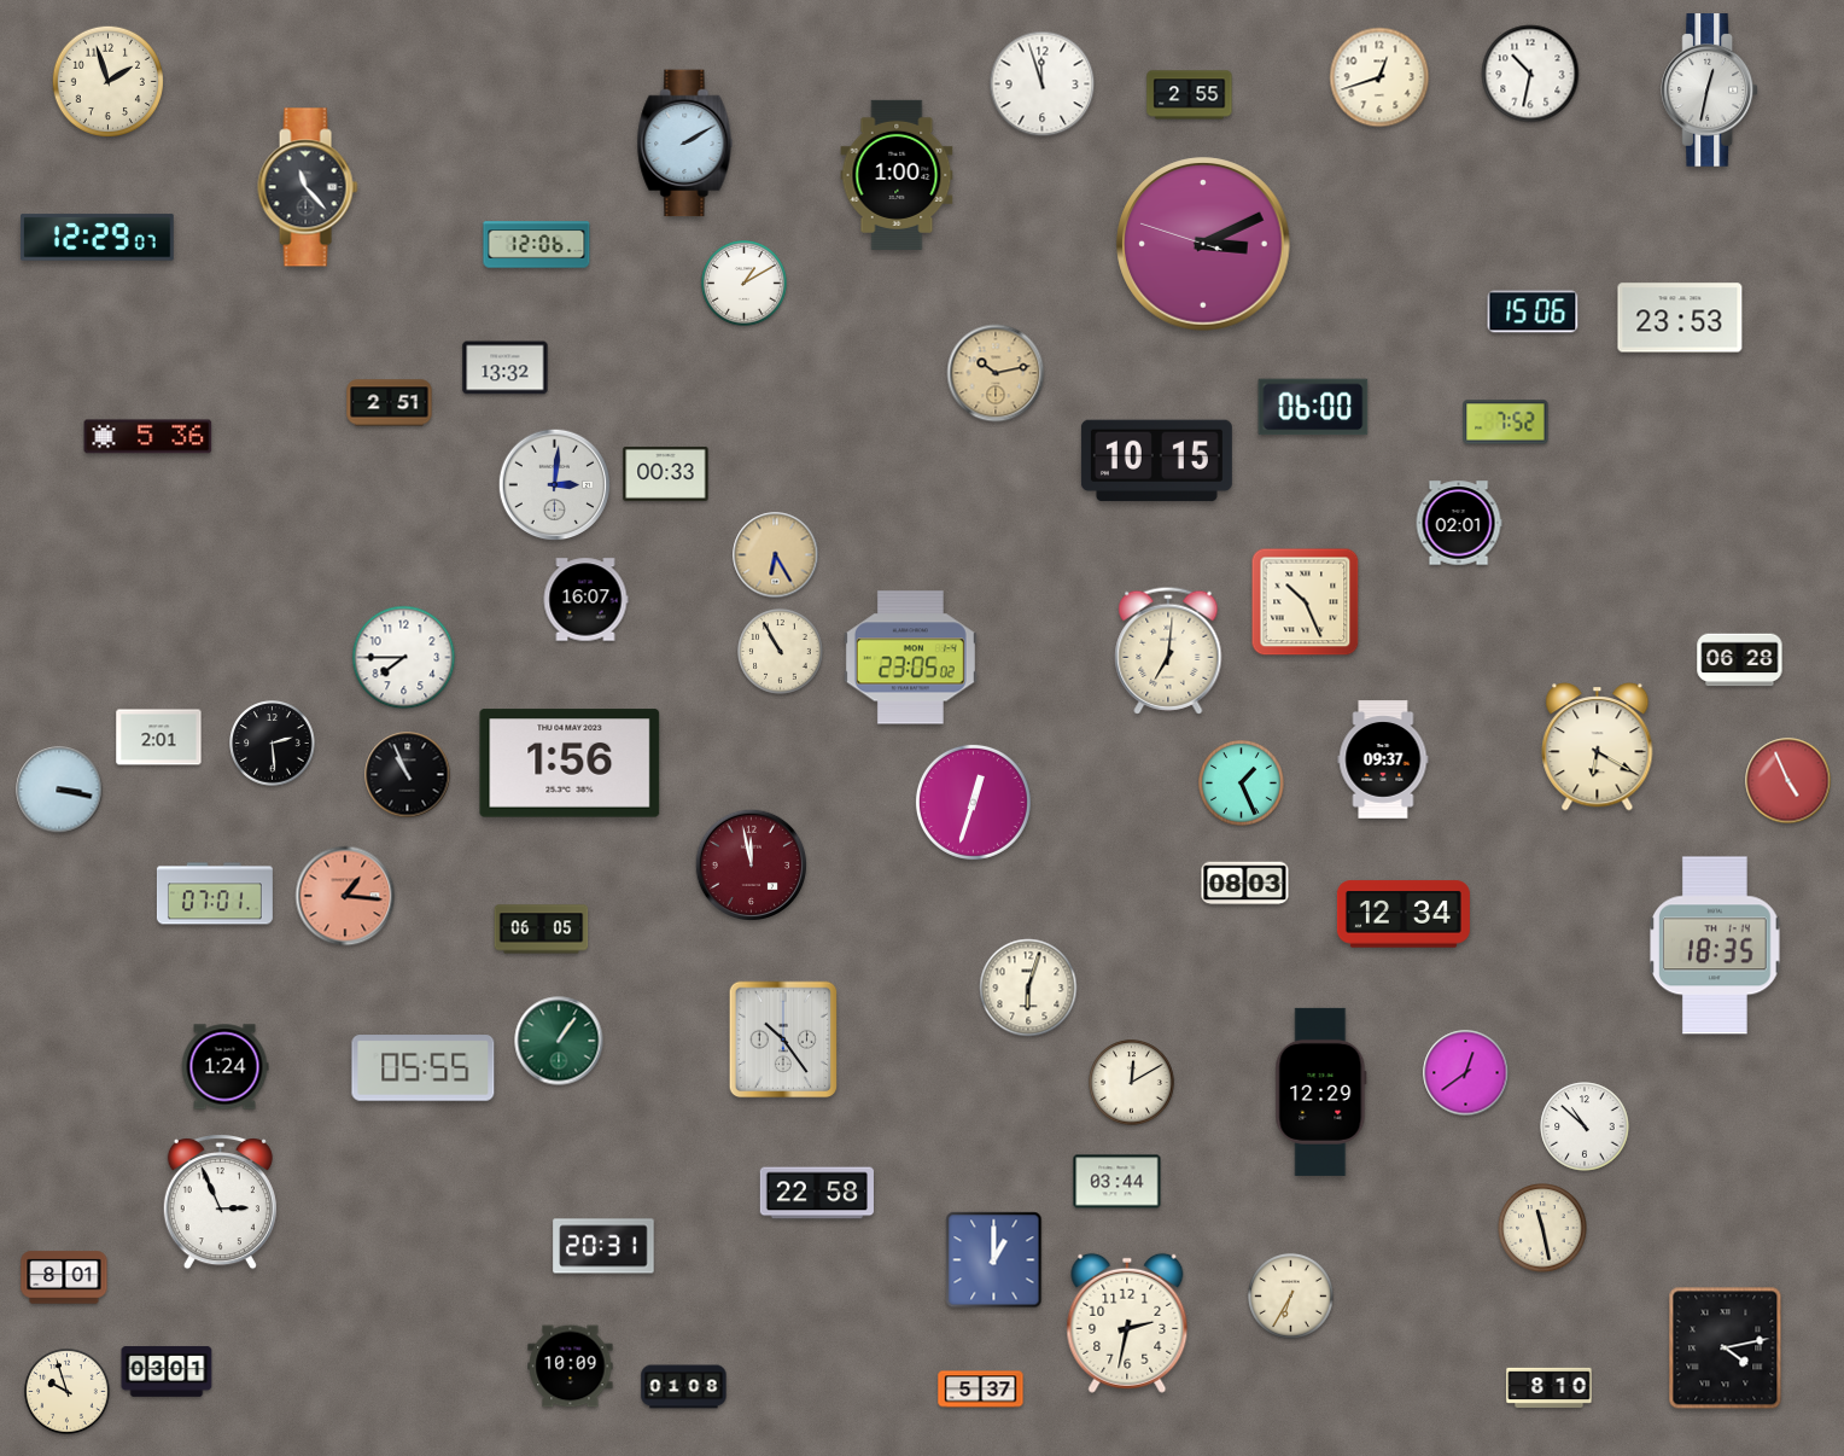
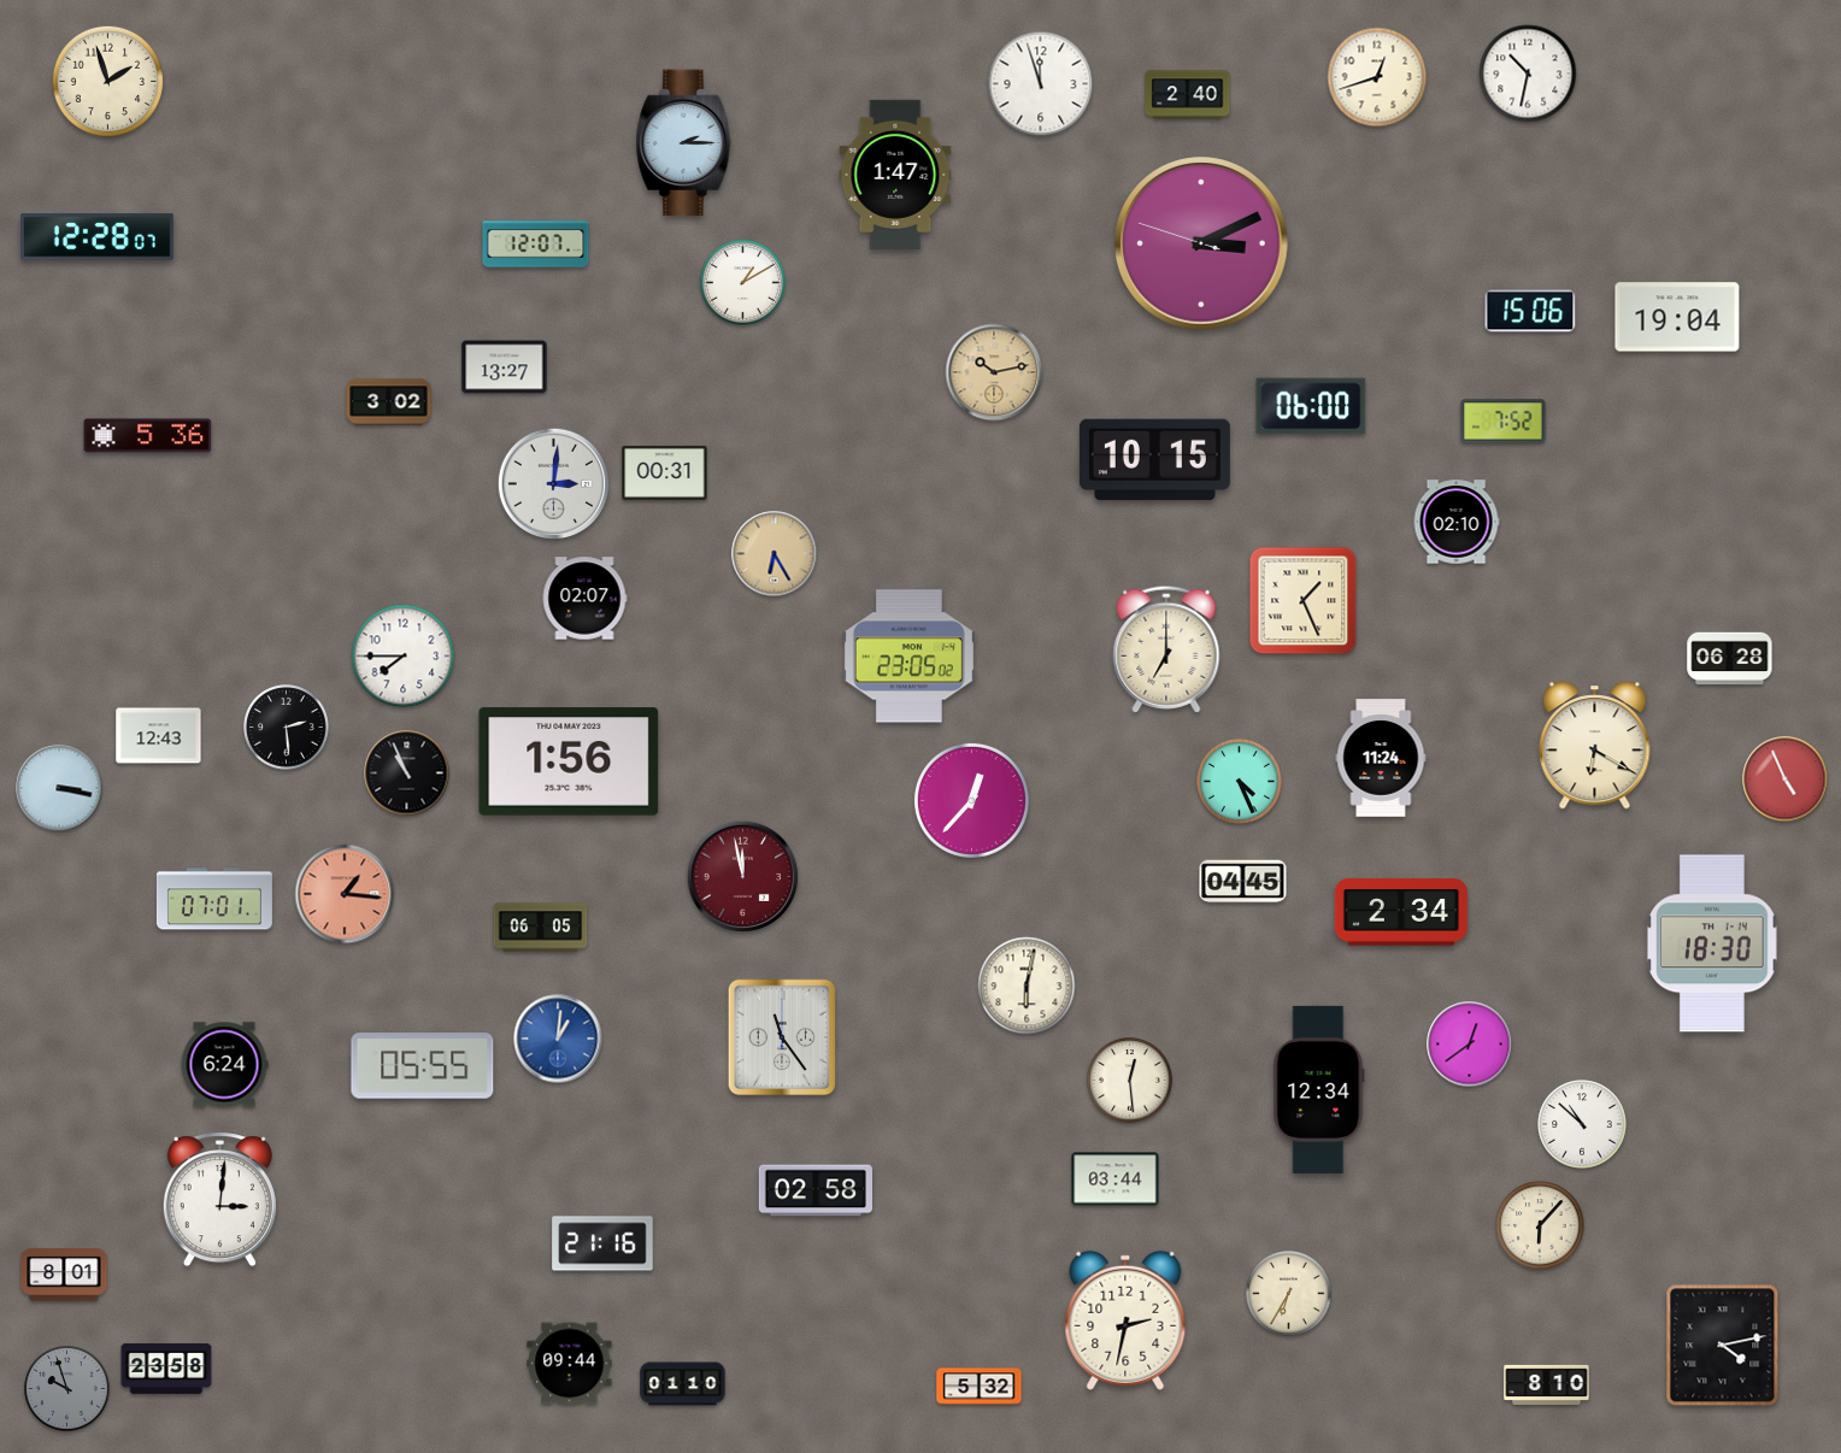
clock at (1710, 91): 12:32 -> none
clock at (1190, 95): 2:55 -> 2:40
clock at (685, 144): 2:10 -> 2:15
clock at (897, 175): 1:00 -> 1:47
clock at (308, 187): 11:23 -> none
clock at (98, 238): 12:29 -> 12:28
clock at (537, 245): 12:06 -> 12:07
clock at (1680, 318): 23:53 -> 19:04
clock at (506, 368): 13:32 -> 13:27
clock at (390, 403): 2:51 -> 3:02
clock at (666, 473): 00:33 -> 00:31
clock at (1459, 523): 02:01 -> 02:10
clock at (585, 600): 16:07 -> 02:07
clock at (1306, 602): 10:26 -> 1:26
clock at (1168, 651): 7:01 -> 7:00
clock at (781, 652): 10:55 -> none
clock at (1740, 660) position: (1740, 660) -> (1730, 659)
clock at (159, 738): 2:01 -> 12:43
clock at (273, 744) position: (273, 744) -> (287, 728)
clock at (1383, 759): 09:37 -> 11:24
clock at (1242, 784): 1:26 -> 4:26
clock at (973, 802): 12:33 -> 12:37
clock at (752, 866) position: (752, 866) -> (743, 877)
clock at (1245, 884): 08:03 -> 04:45
clock at (215, 893) position: (215, 893) -> (214, 899)
clock at (1404, 914): 12:34 -> 2:34
clock at (1716, 945): 18:35 -> 18:30
clock at (1028, 988): 6:03 -> 6:02
clock at (783, 1039): 10:24 -> 11:24
clock at (559, 1041): 1:06 -> 1:01
clock at (559, 1041) dial: green -> blue
clock at (224, 1067): 1:24 -> 6:24
clock at (1466, 1073) position: (1466, 1073) -> (1470, 1045)
clock at (1132, 1083): 12:10 -> 12:29
clock at (1321, 1091): 12:29 -> 12:34
clock at (816, 1193): 22:58 -> 02:58
clock at (220, 1202): 2:56 -> 3:01
clock at (1542, 1228): 11:28 -> 6:07
clock at (603, 1246): 20:31 -> 21:16
clock at (994, 1260): 1:00 -> none
clock at (571, 1367): 10:09 -> 09:44
clock at (167, 1371): 03:01 -> 23:58
clock at (684, 1387): 01:08 -> 01:10
clock at (981, 1390): 5:37 -> 5:32
clock at (68, 1392) dial: cream -> grey
